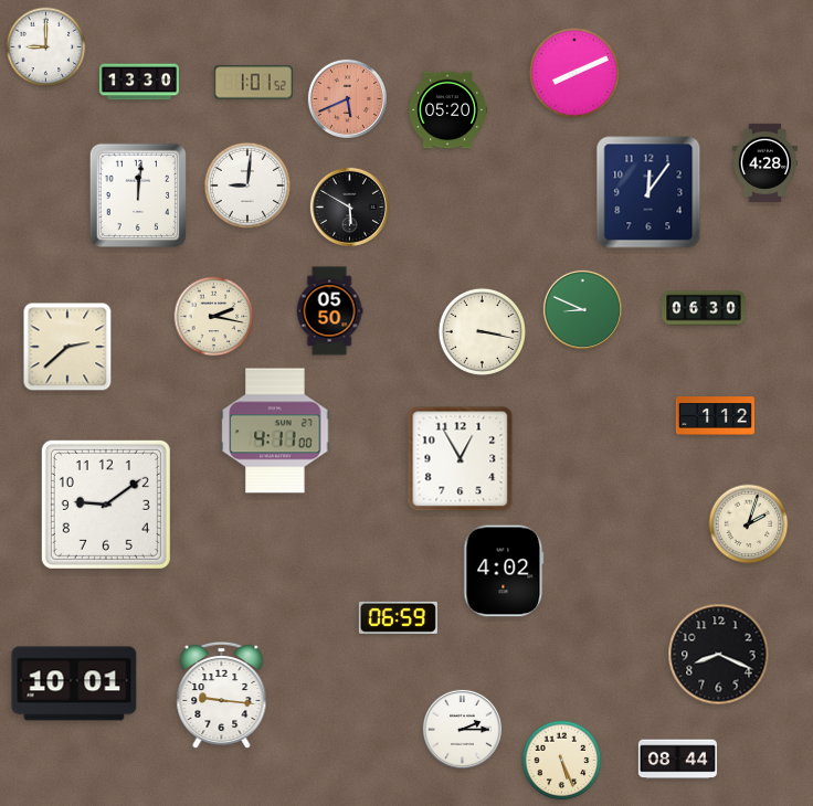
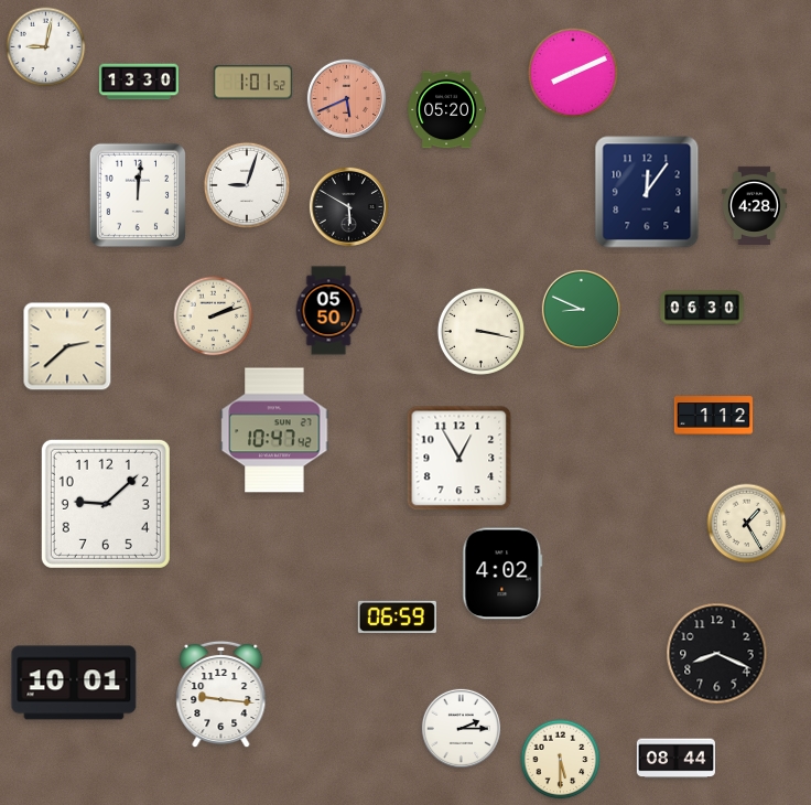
clock at (46, 47): 9:00 -> 9:02
clock at (764, 162) position: (764, 162) -> (754, 205)
clock at (247, 185): 9:01 -> 9:03
clock at (214, 317): 2:17 -> 2:12
clock at (275, 431): 4:11 -> 10:47
clock at (106, 505): 9:09 -> 9:08
clock at (749, 524): 2:03 -> 1:25
clock at (504, 571) position: (504, 571) -> (502, 573)
clock at (562, 761): 5:26 -> 5:30
